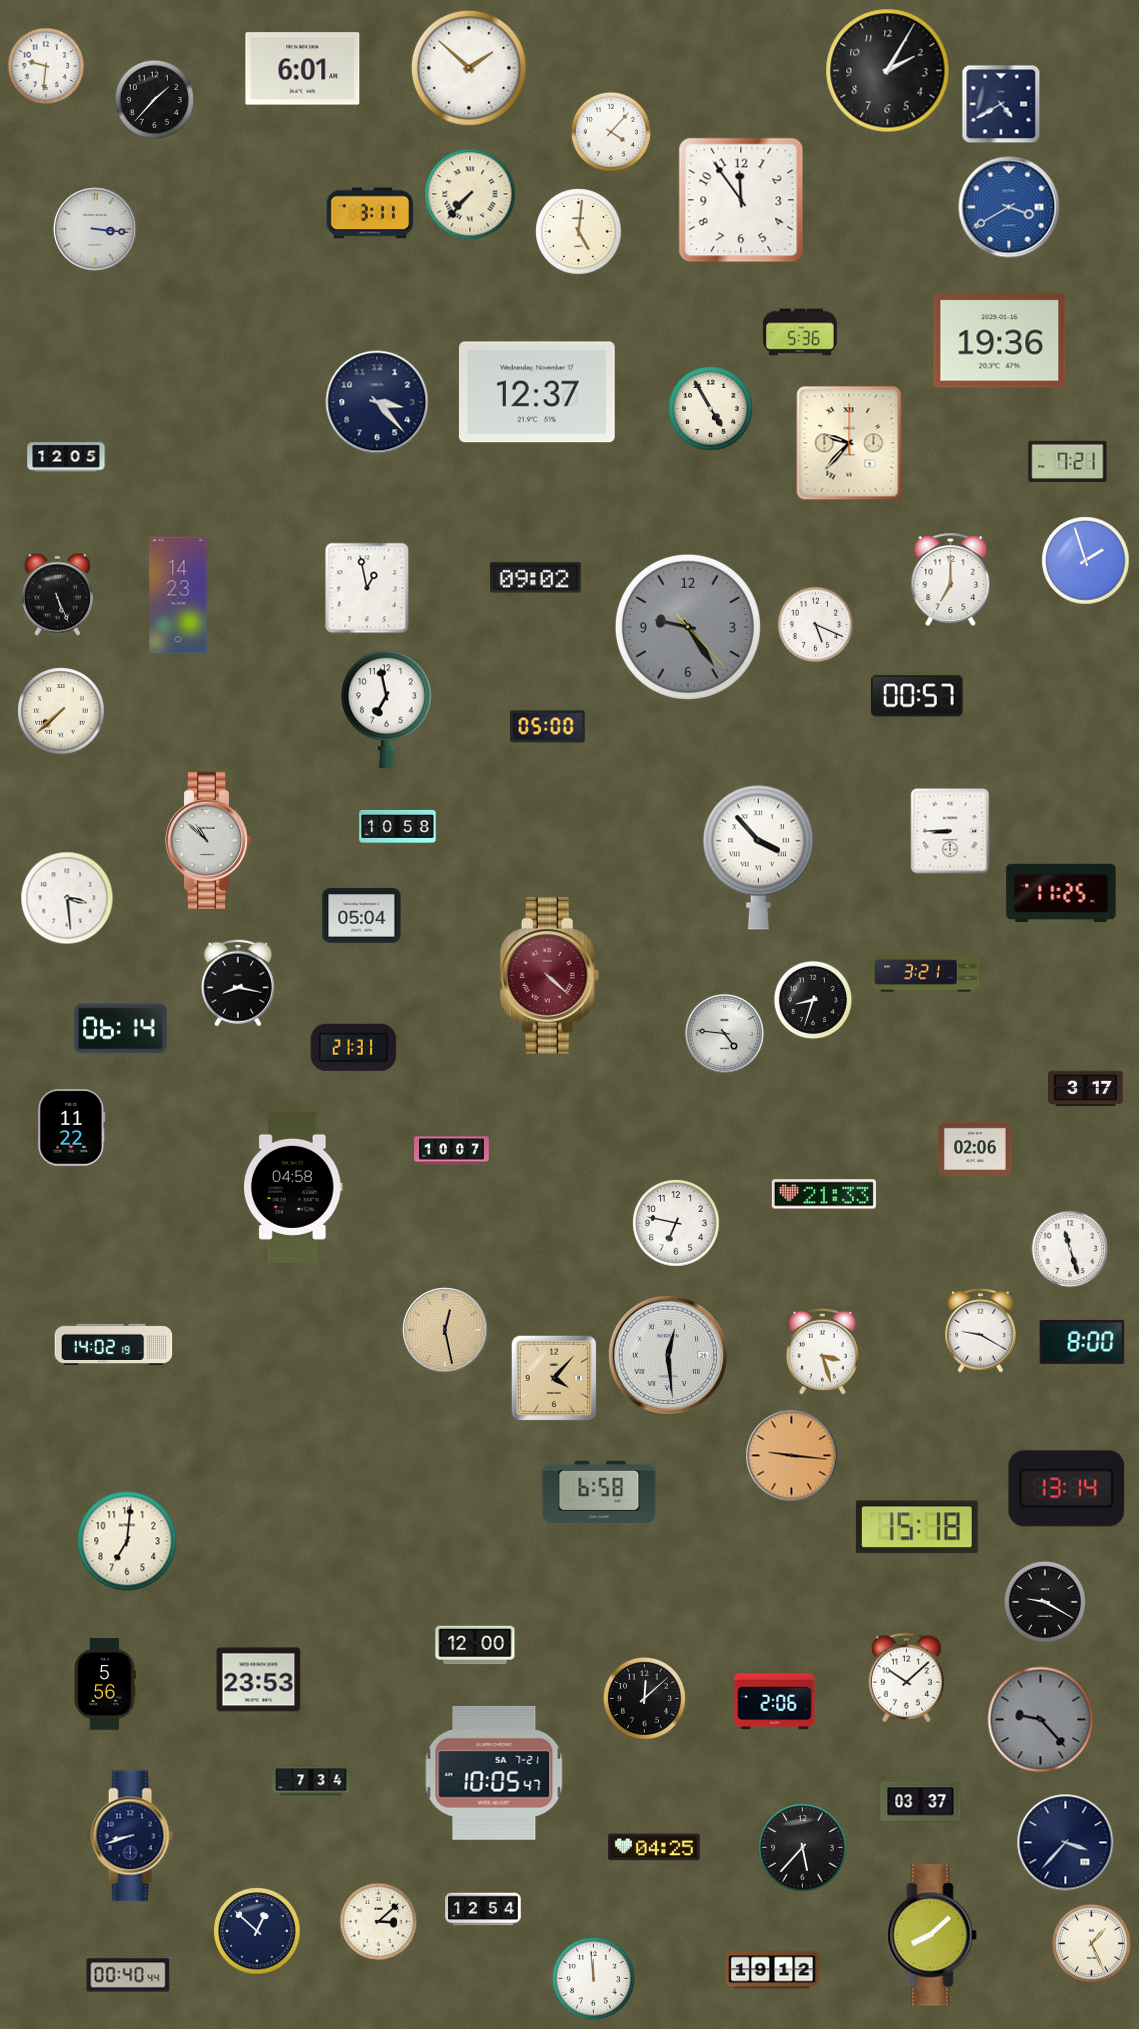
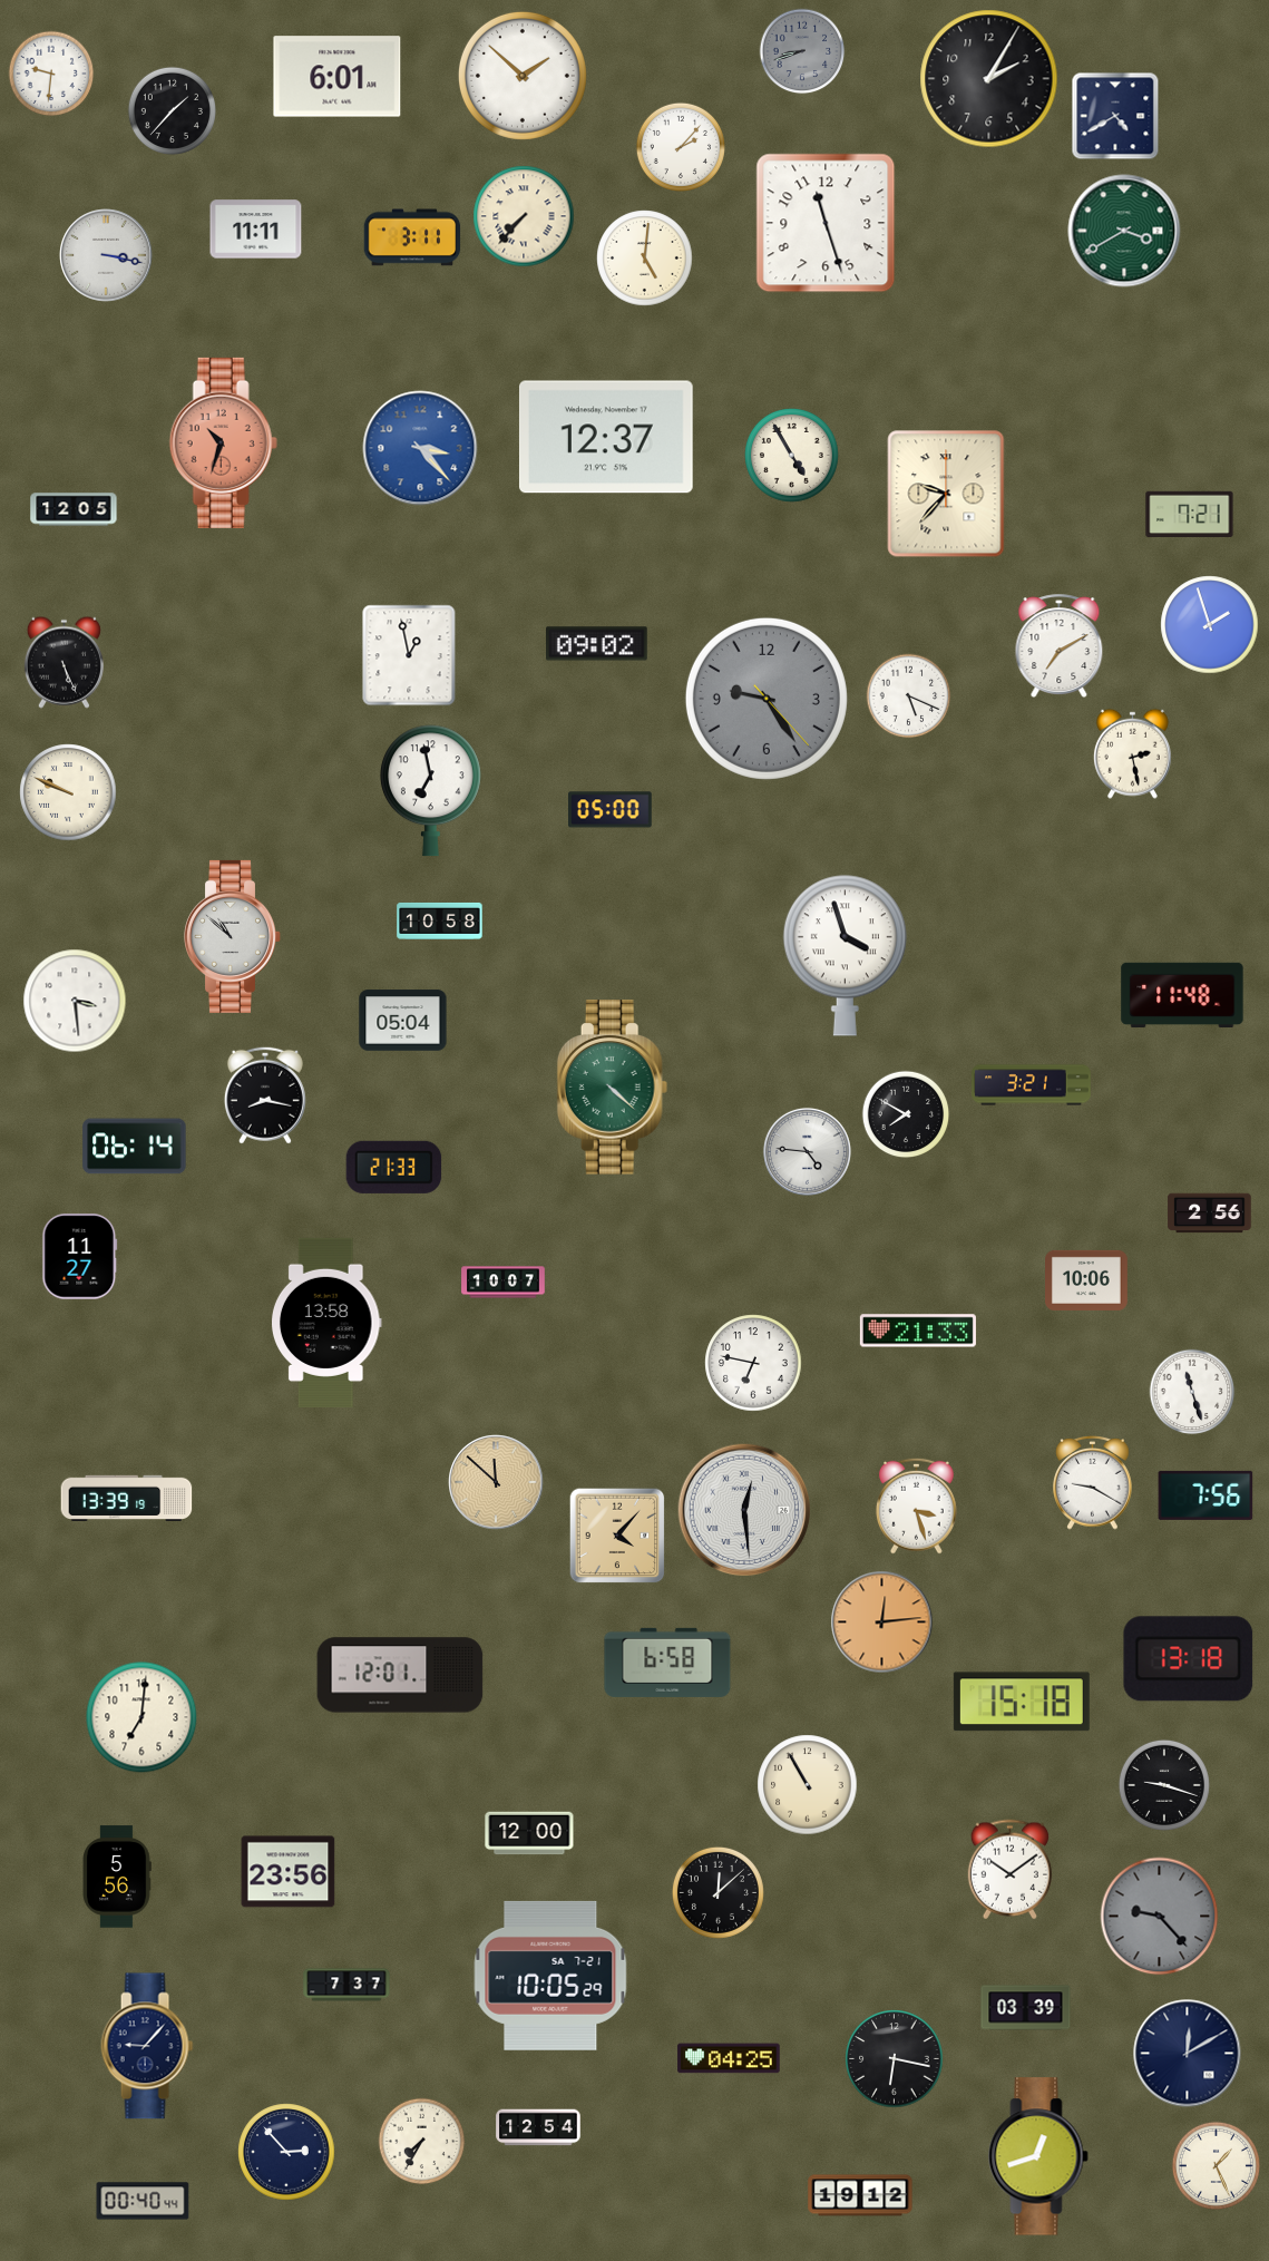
clock at (802, 51): none -> 8:42
clock at (611, 132): 4:07 -> 2:07
clock at (741, 200): 11:54 -> 11:27
clock at (256, 230): none -> 11:11
clock at (1009, 207) dial: blue -> green
clock at (95, 229): 3:16 -> 3:17
clock at (801, 332): 5:36 -> none
clock at (1000, 341): 19:36 -> none
clock at (537, 392) position: (537, 392) -> (606, 437)
clock at (223, 442): none -> 10:33
clock at (377, 402) dial: navy -> blue
clock at (951, 580): 7:00 -> 7:10
clock at (178, 595): 14:23 -> none
clock at (1132, 753): none -> 2:28
clock at (918, 696): 00:57 -> none
clock at (61, 711): 7:38 -> 9:49
clock at (398, 826) position: (398, 826) -> (440, 920)
clock at (950, 831): 8:45 -> none
clock at (758, 857): 3:53 -> 3:57
clock at (1061, 892): 11:25 -> 11:48
clock at (550, 976) dial: burgundy -> green
clock at (813, 1000): 8:33 -> 7:50
clock at (354, 1047): 21:31 -> 21:33
clock at (1086, 1089): 3:17 -> 2:56
clock at (72, 1128): 11:22 -> 11:27
clock at (976, 1149): 02:06 -> 10:06
clock at (294, 1187): 04:58 -> 13:58
clock at (445, 1330): 12:28 -> 11:52
clock at (1082, 1342): 8:00 -> 7:56
clock at (114, 1344): 14:02 -> 13:39
clock at (792, 1456): 9:16 -> 12:14
clock at (1067, 1489): 13:14 -> 13:18
clock at (400, 1675): none -> 12:01
clock at (808, 1785): none -> 10:55
clock at (1045, 1602): 9:20 -> 9:18
clock at (906, 1678): 10:08 -> 10:09
clock at (259, 1680): 23:53 -> 23:56
clock at (775, 1702): 2:06 -> none
clock at (494, 1773): 10:05:47 -> 10:05:29
clock at (311, 1781): 7:34 -> 7:37
clock at (921, 1802): 03:37 -> 03:39
clock at (132, 1836): 8:42 -> 9:07
clock at (1066, 1843): 3:37 -> 12:10
clock at (803, 1848): 5:37 -> 6:17
clock at (379, 1922): 3:08 -> 7:35
clock at (257, 1931): 12:52 -> 2:53
clock at (932, 1935): 8:08 -> 12:42
clock at (593, 1978): 11:59 -> none
